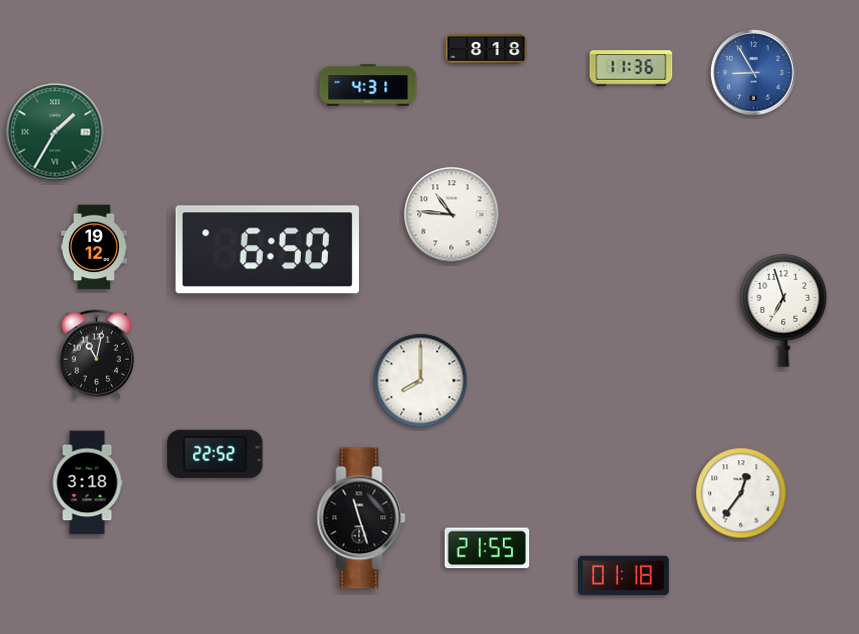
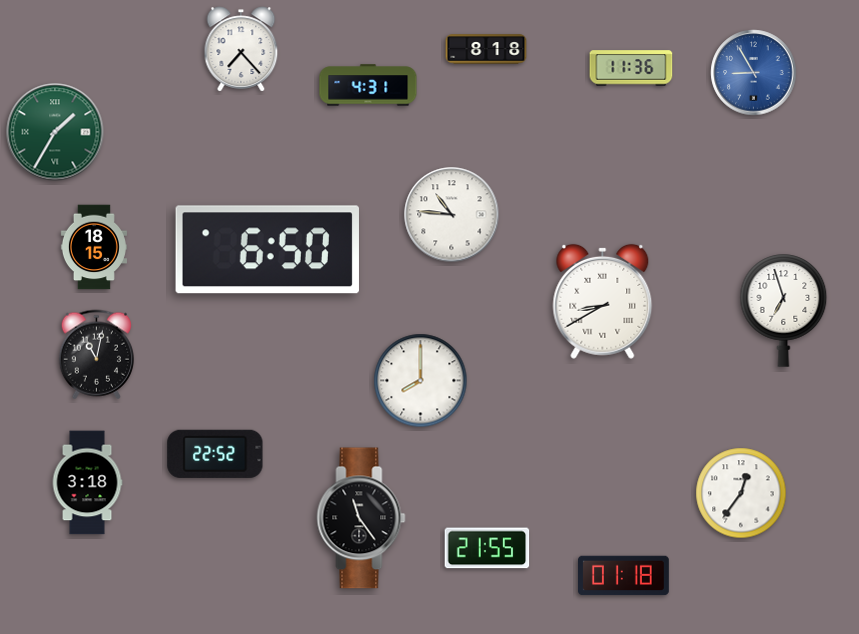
clock at (241, 49): none -> 7:23
clock at (94, 247): 19:12 -> 18:15
clock at (603, 301): none -> 8:40
clock at (361, 518): 11:27 -> 11:24
